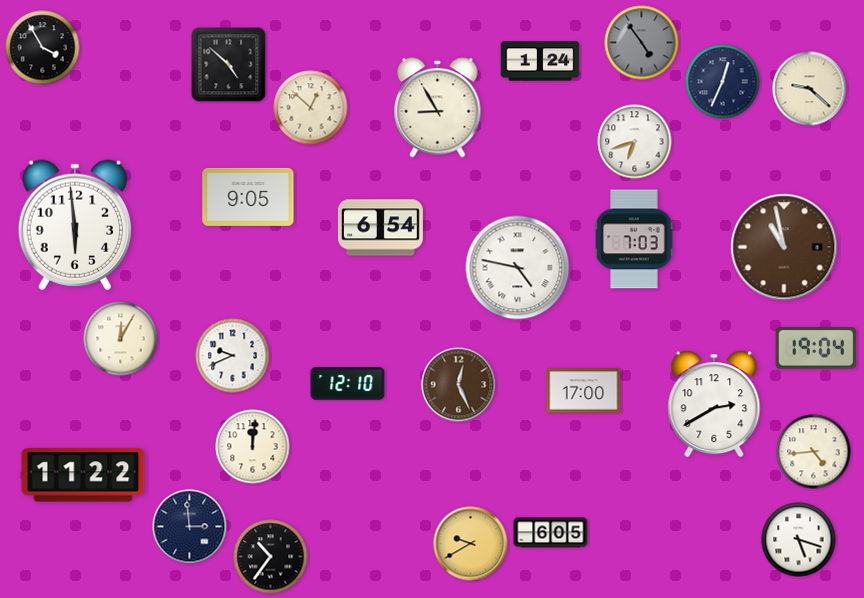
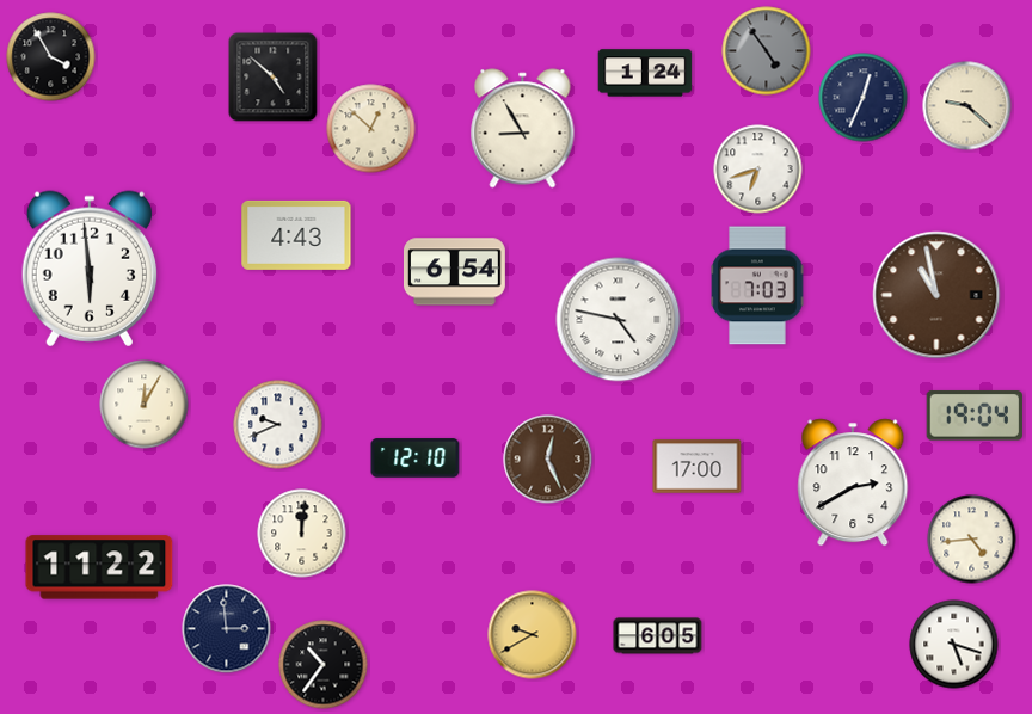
clock at (248, 197): 9:05 -> 4:43
clock at (471, 544) position: (471, 544) -> (533, 635)
